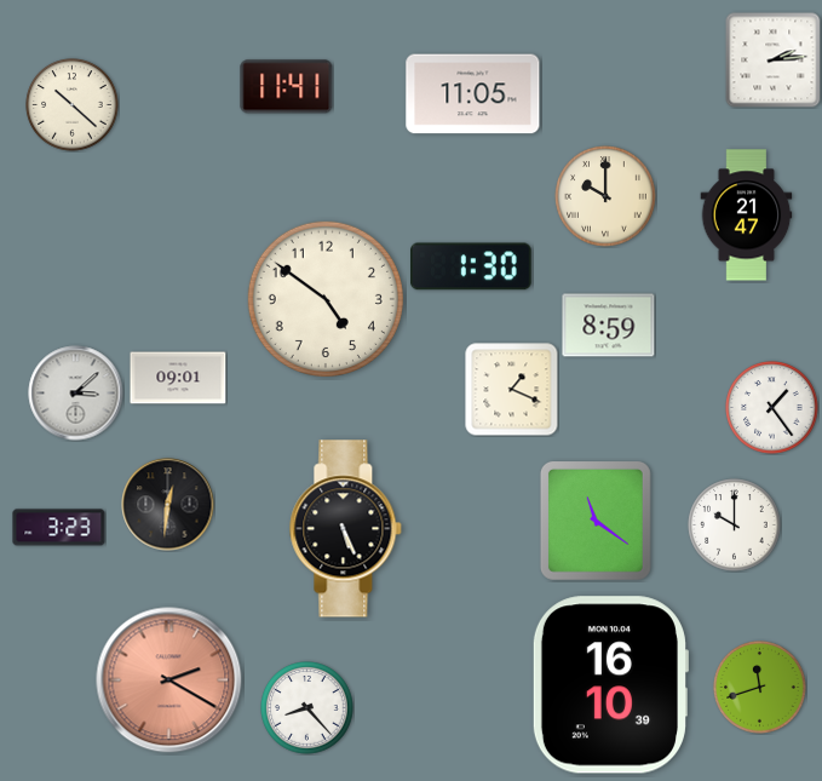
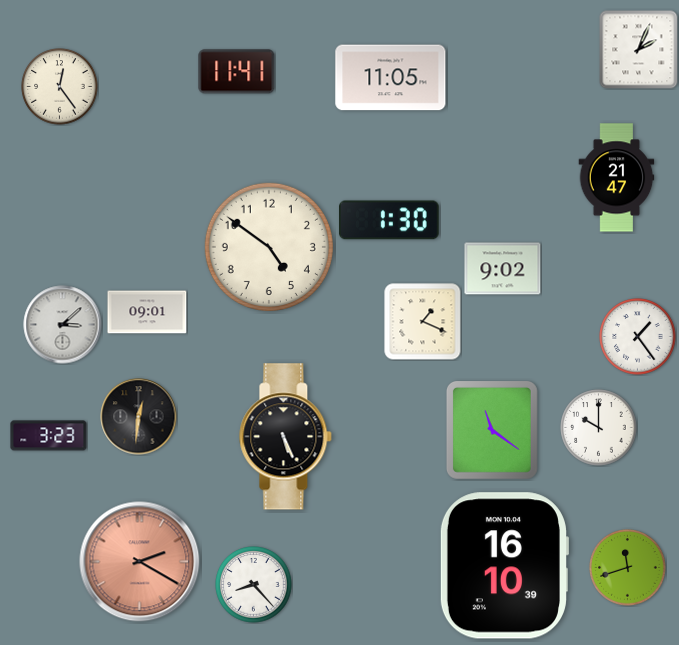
clock at (774, 61): 2:14 -> 2:04
clock at (73, 105): 10:22 -> 12:24
clock at (605, 196): 10:00 -> none
clock at (609, 326): 8:59 -> 9:02
clock at (735, 526) position: (735, 526) -> (599, 428)
